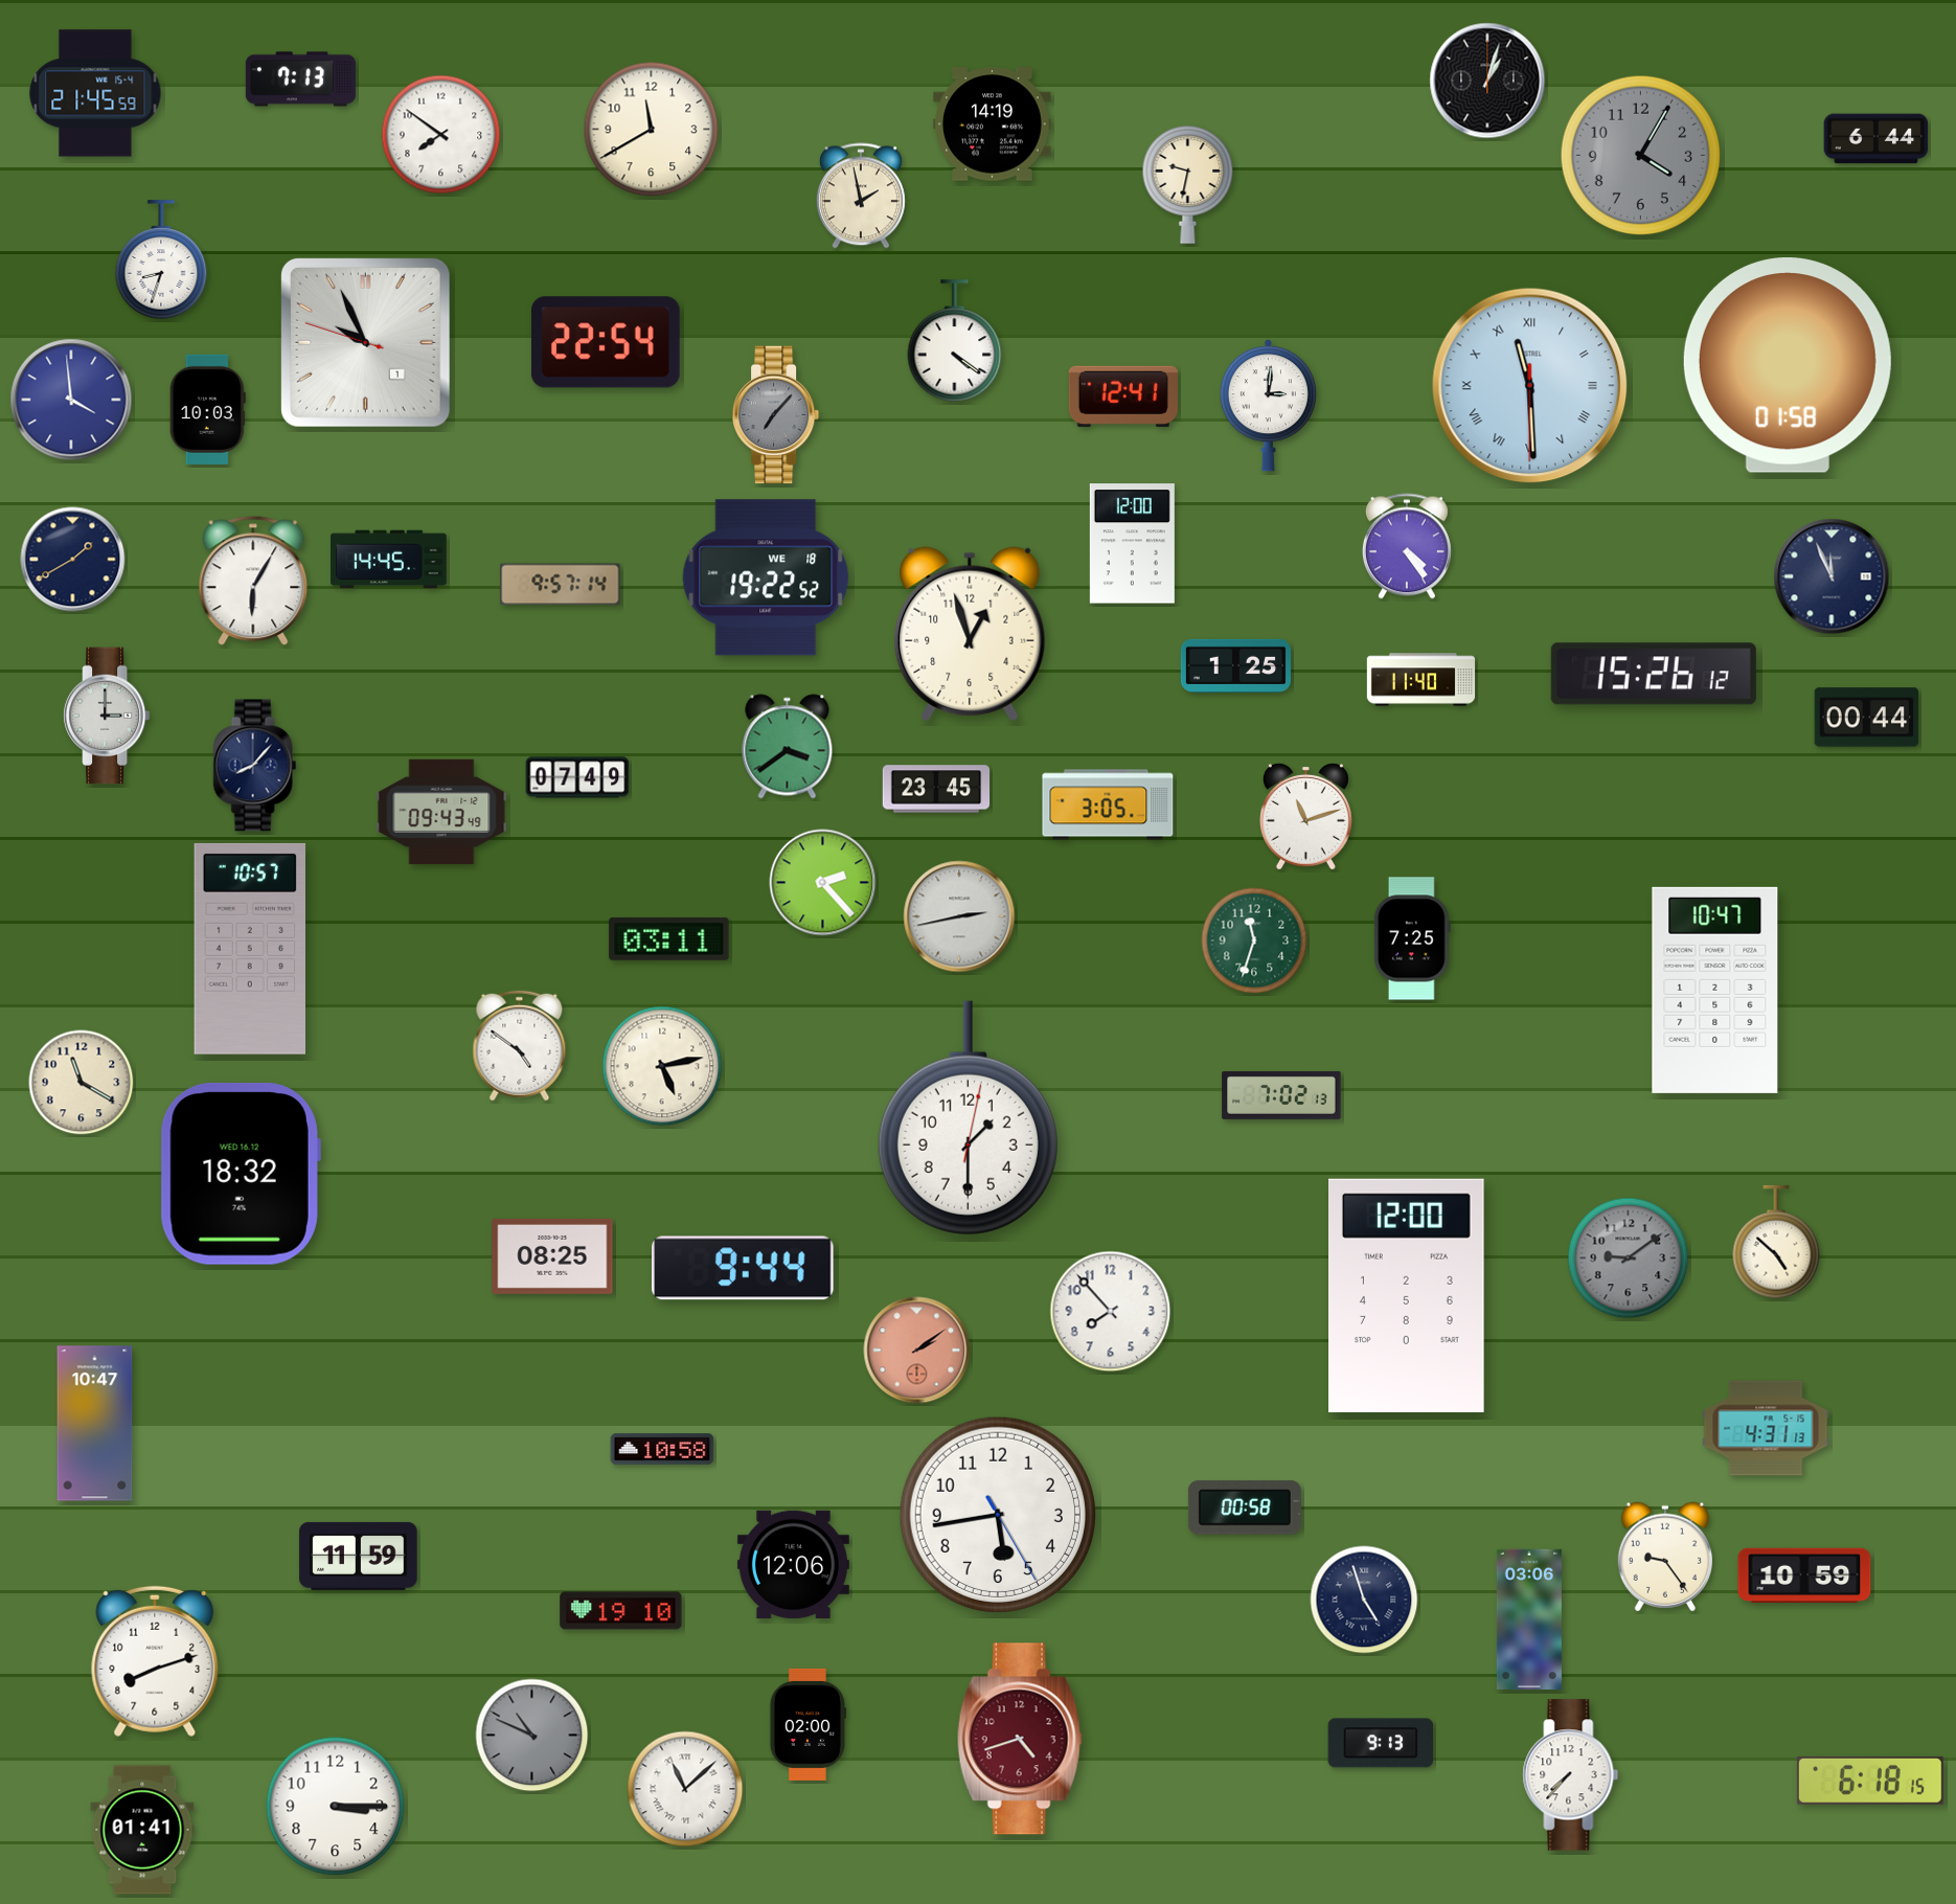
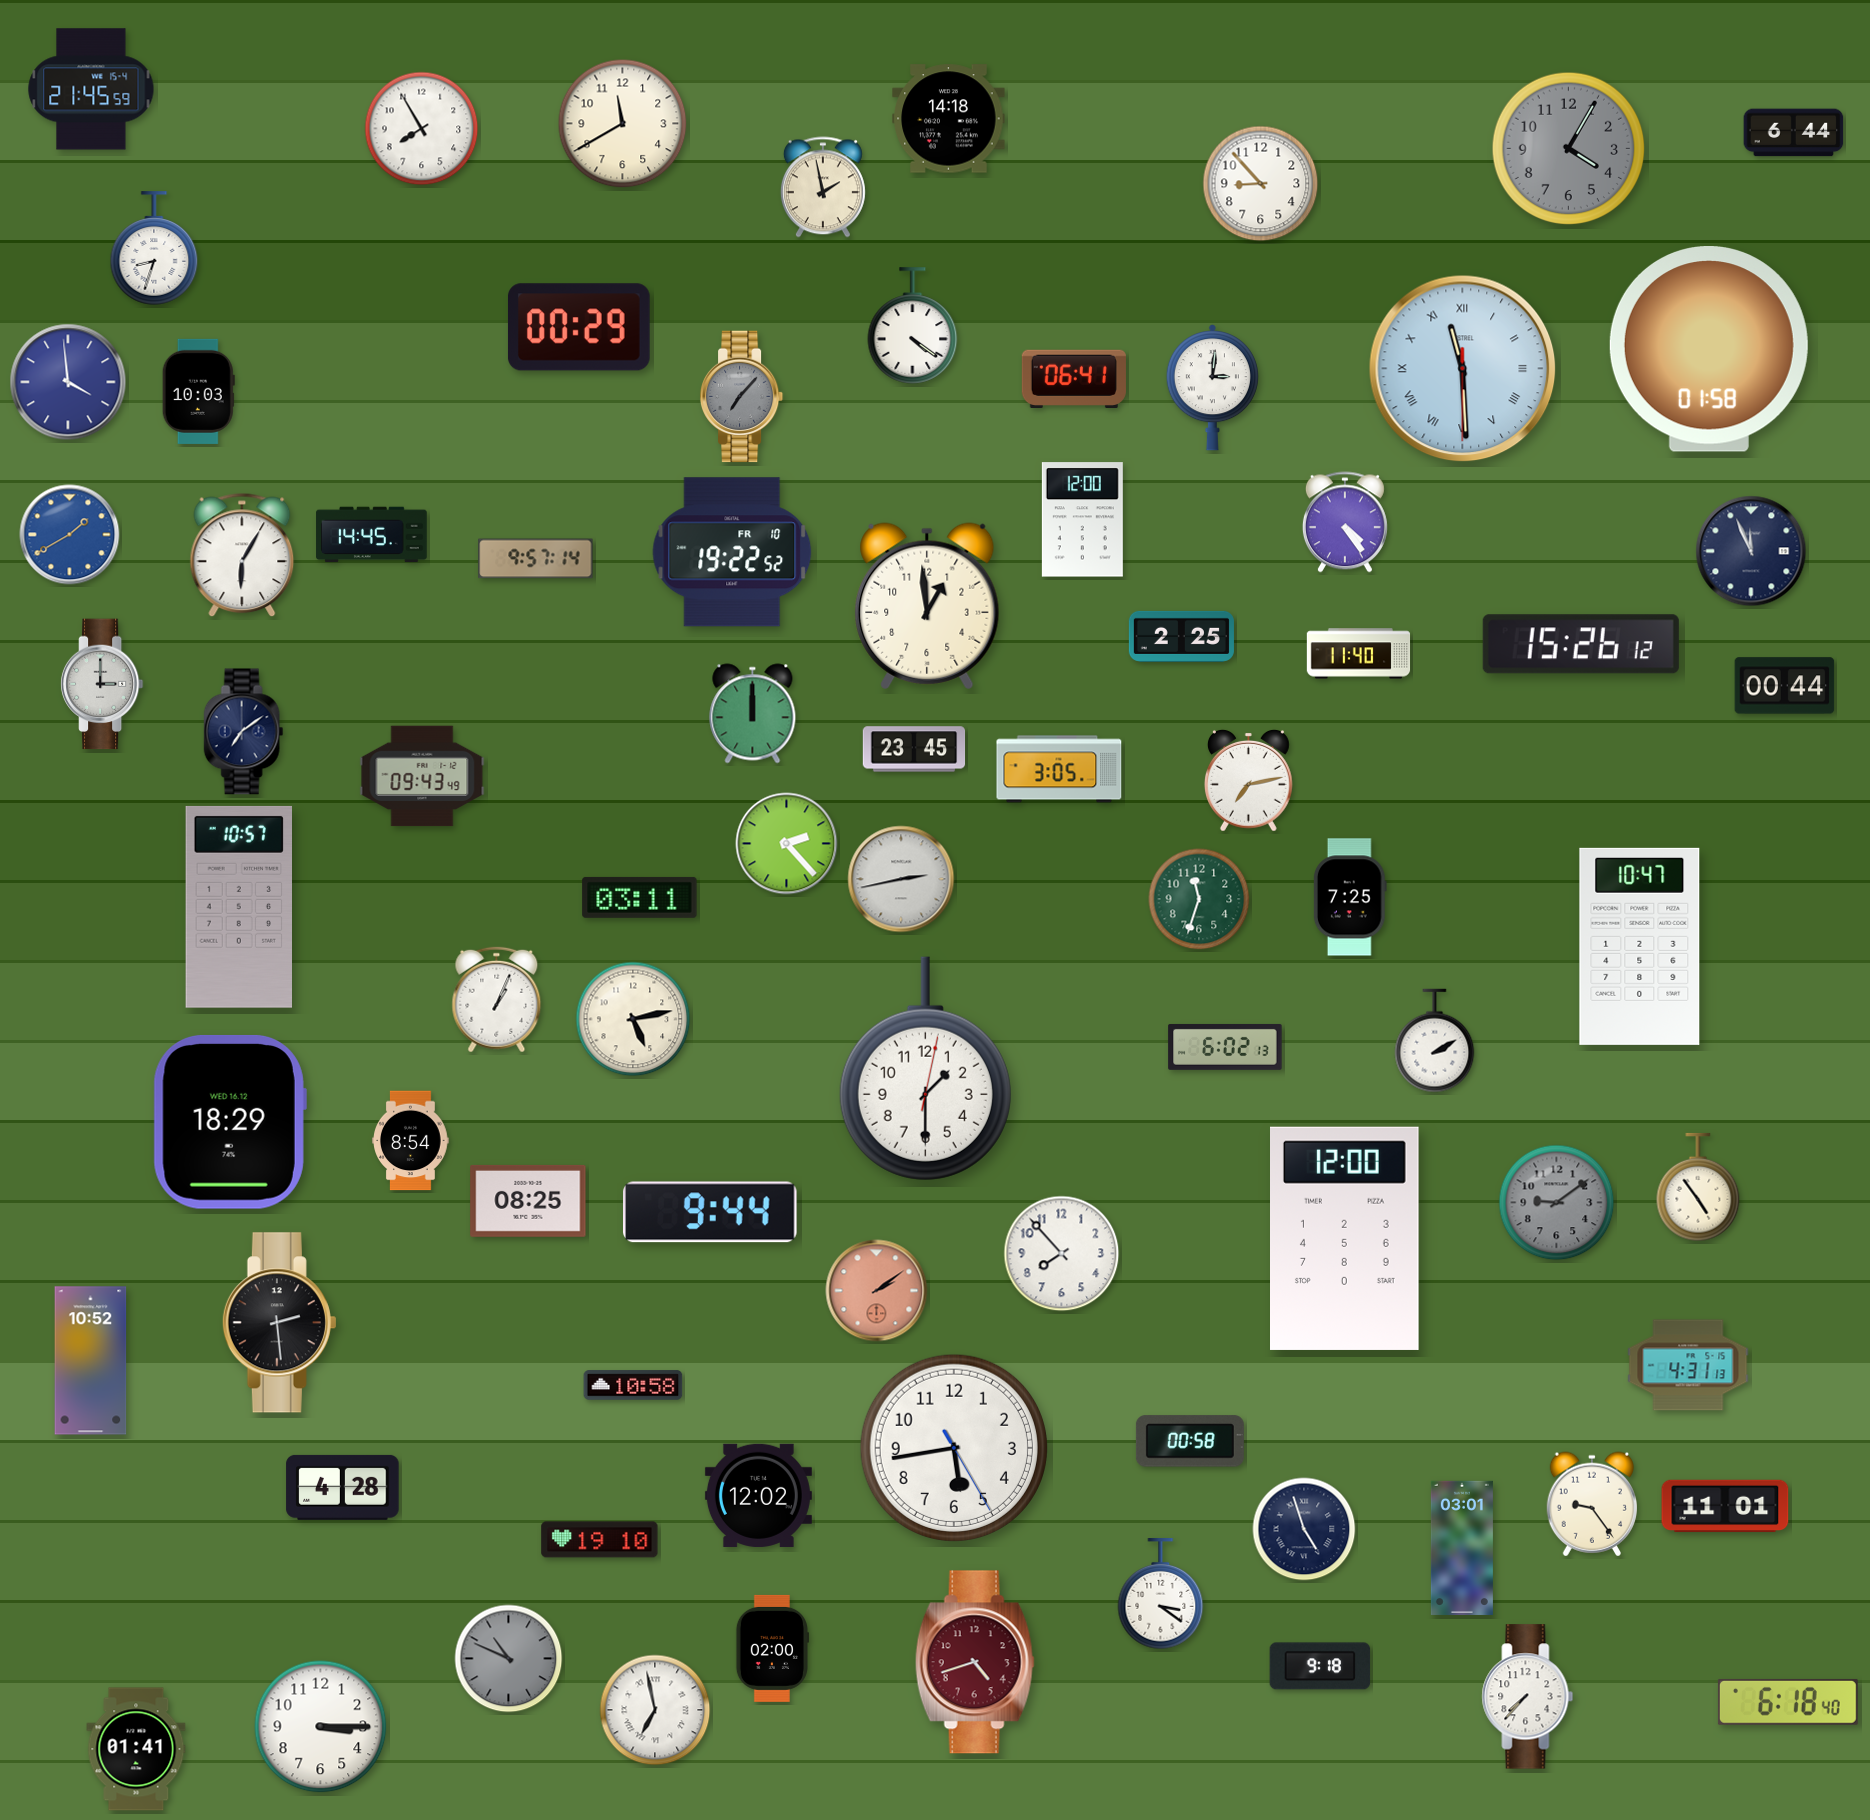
clock at (300, 80): 7:13 -> none
clock at (1487, 81): 1:03 -> none
clock at (993, 124): 14:19 -> 14:18
clock at (441, 135): 7:51 -> 7:55
clock at (1188, 185): 9:32 -> none
clock at (1261, 184): none -> 8:53
clock at (365, 342): 9:55 -> none
clock at (606, 342): 22:54 -> 00:29
clock at (1123, 395): 12:41 -> 06:41
clock at (73, 560) dial: navy -> blue
clock at (766, 577) date: WE 18 -> FR 10
clock at (970, 634): 12:57 -> 12:59
clock at (1235, 665): 1:25 -> 2:25
clock at (1421, 680) position: (1421, 680) -> (1359, 654)
clock at (788, 747): 3:39 -> 12:00
clock at (255, 766): 8:07 -> 7:09
clock at (577, 777): 07:49 -> none
clock at (936, 789) position: (936, 789) -> (914, 749)
clock at (1305, 816): 11:12 -> 7:13
clock at (959, 916) position: (959, 916) -> (901, 879)
clock at (520, 1046): 4:51 -> 1:04
clock at (82, 1083): 11:20 -> none
clock at (1435, 1041): none -> 2:10
clock at (1281, 1095): 7:02 -> 6:02
clock at (241, 1174): 18:32 -> 18:29
clock at (411, 1141): none -> 8:54
clock at (1776, 1242): 4:52 -> 4:54
clock at (279, 1323): none -> 2:29
clock at (95, 1424): 10:47 -> 10:52
clock at (359, 1556): 11:59 -> 4:28
clock at (1664, 1557) position: (1664, 1557) -> (1591, 1504)
clock at (793, 1564): 12:06 -> 12:02
clock at (1804, 1576): 10:59 -> 11:01
clock at (621, 1611) position: (621, 1611) -> (600, 1540)
clock at (1529, 1619): 03:06 -> 03:01
clock at (155, 1661): 8:12 -> none
clock at (1161, 1594): none -> 3:21
clock at (1381, 1743): 9:13 -> 9:18
clock at (1571, 1775) position: (1571, 1775) -> (1528, 1697)
clock at (1870, 1781): 6:18:15 -> 6:18:40
clock at (685, 1789): 11:08 -> 6:58
